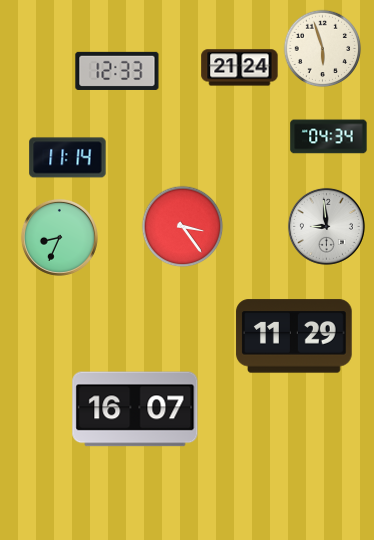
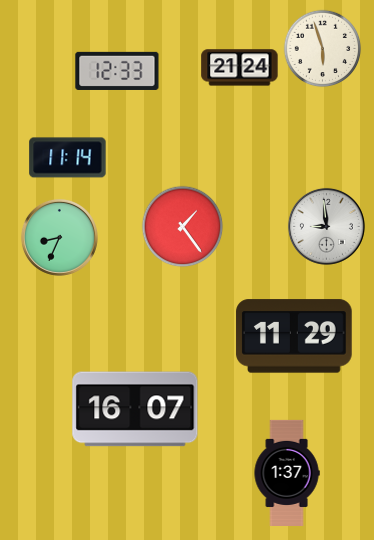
clock at (329, 137): 04:34 -> none
clock at (182, 226): 3:24 -> 1:24
clock at (287, 472): none -> 1:37
